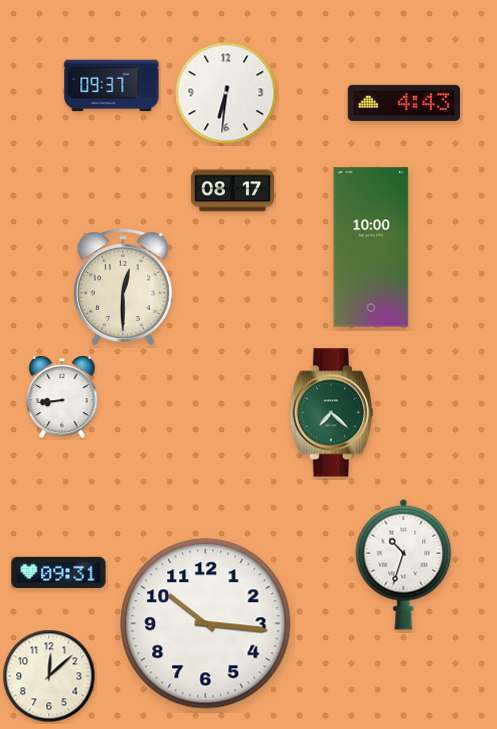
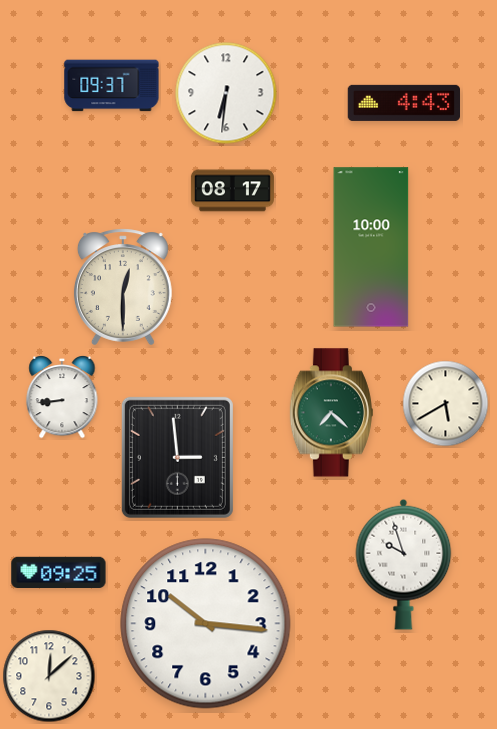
clock at (446, 404): none -> 5:40
clock at (177, 457): none -> 2:59
clock at (404, 564): 10:33 -> 9:57
clock at (59, 573): 09:31 -> 09:25
